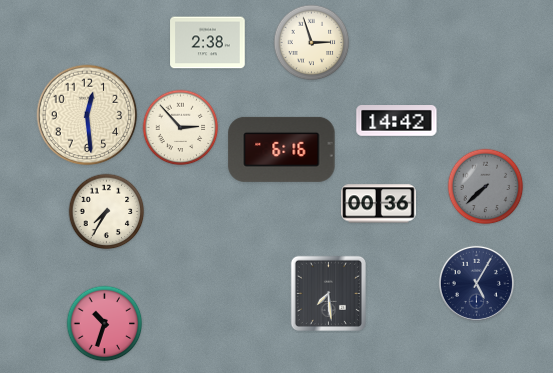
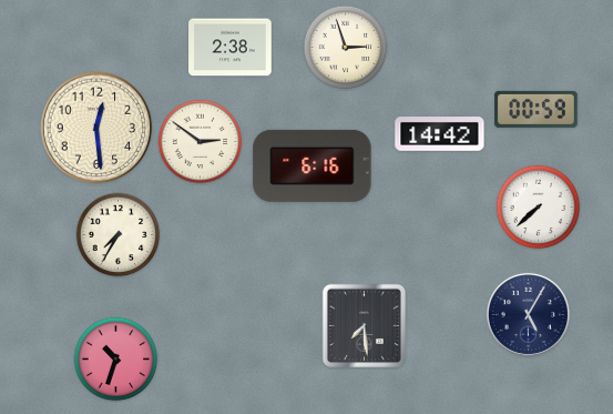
clock at (537, 109): none -> 00:59
clock at (181, 128): 2:53 -> 2:51
clock at (486, 187) dial: grey -> white
clock at (379, 204): 00:36 -> none
